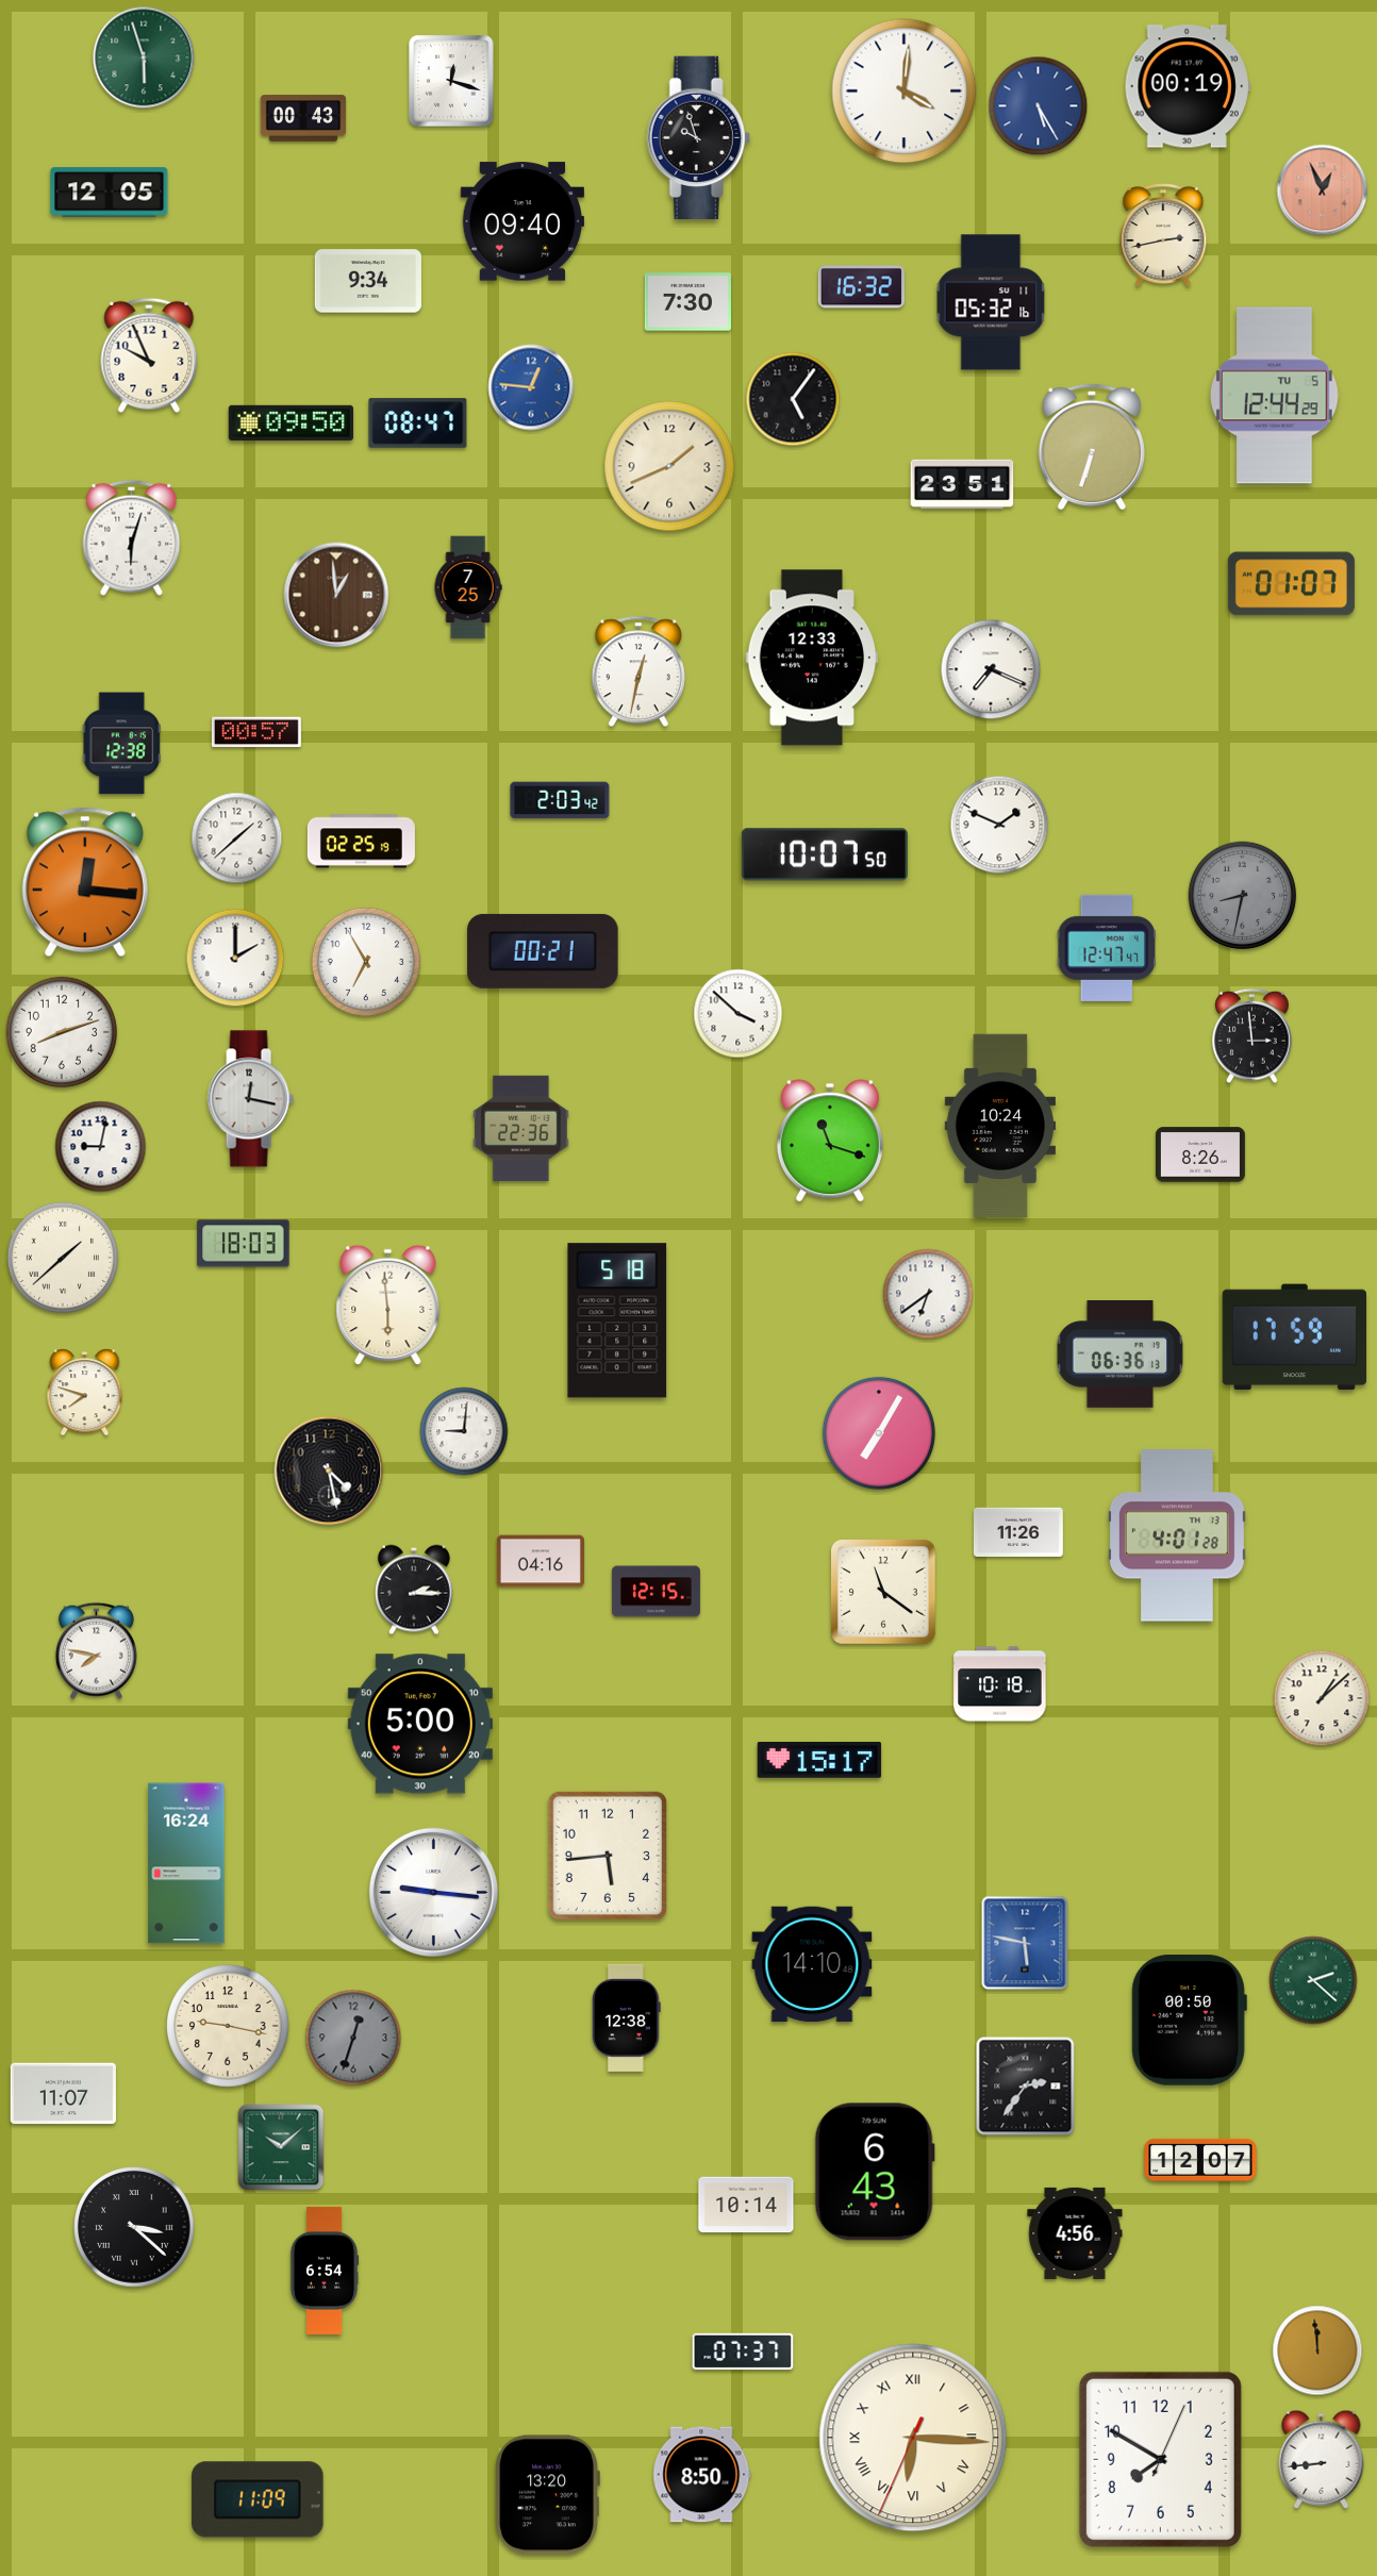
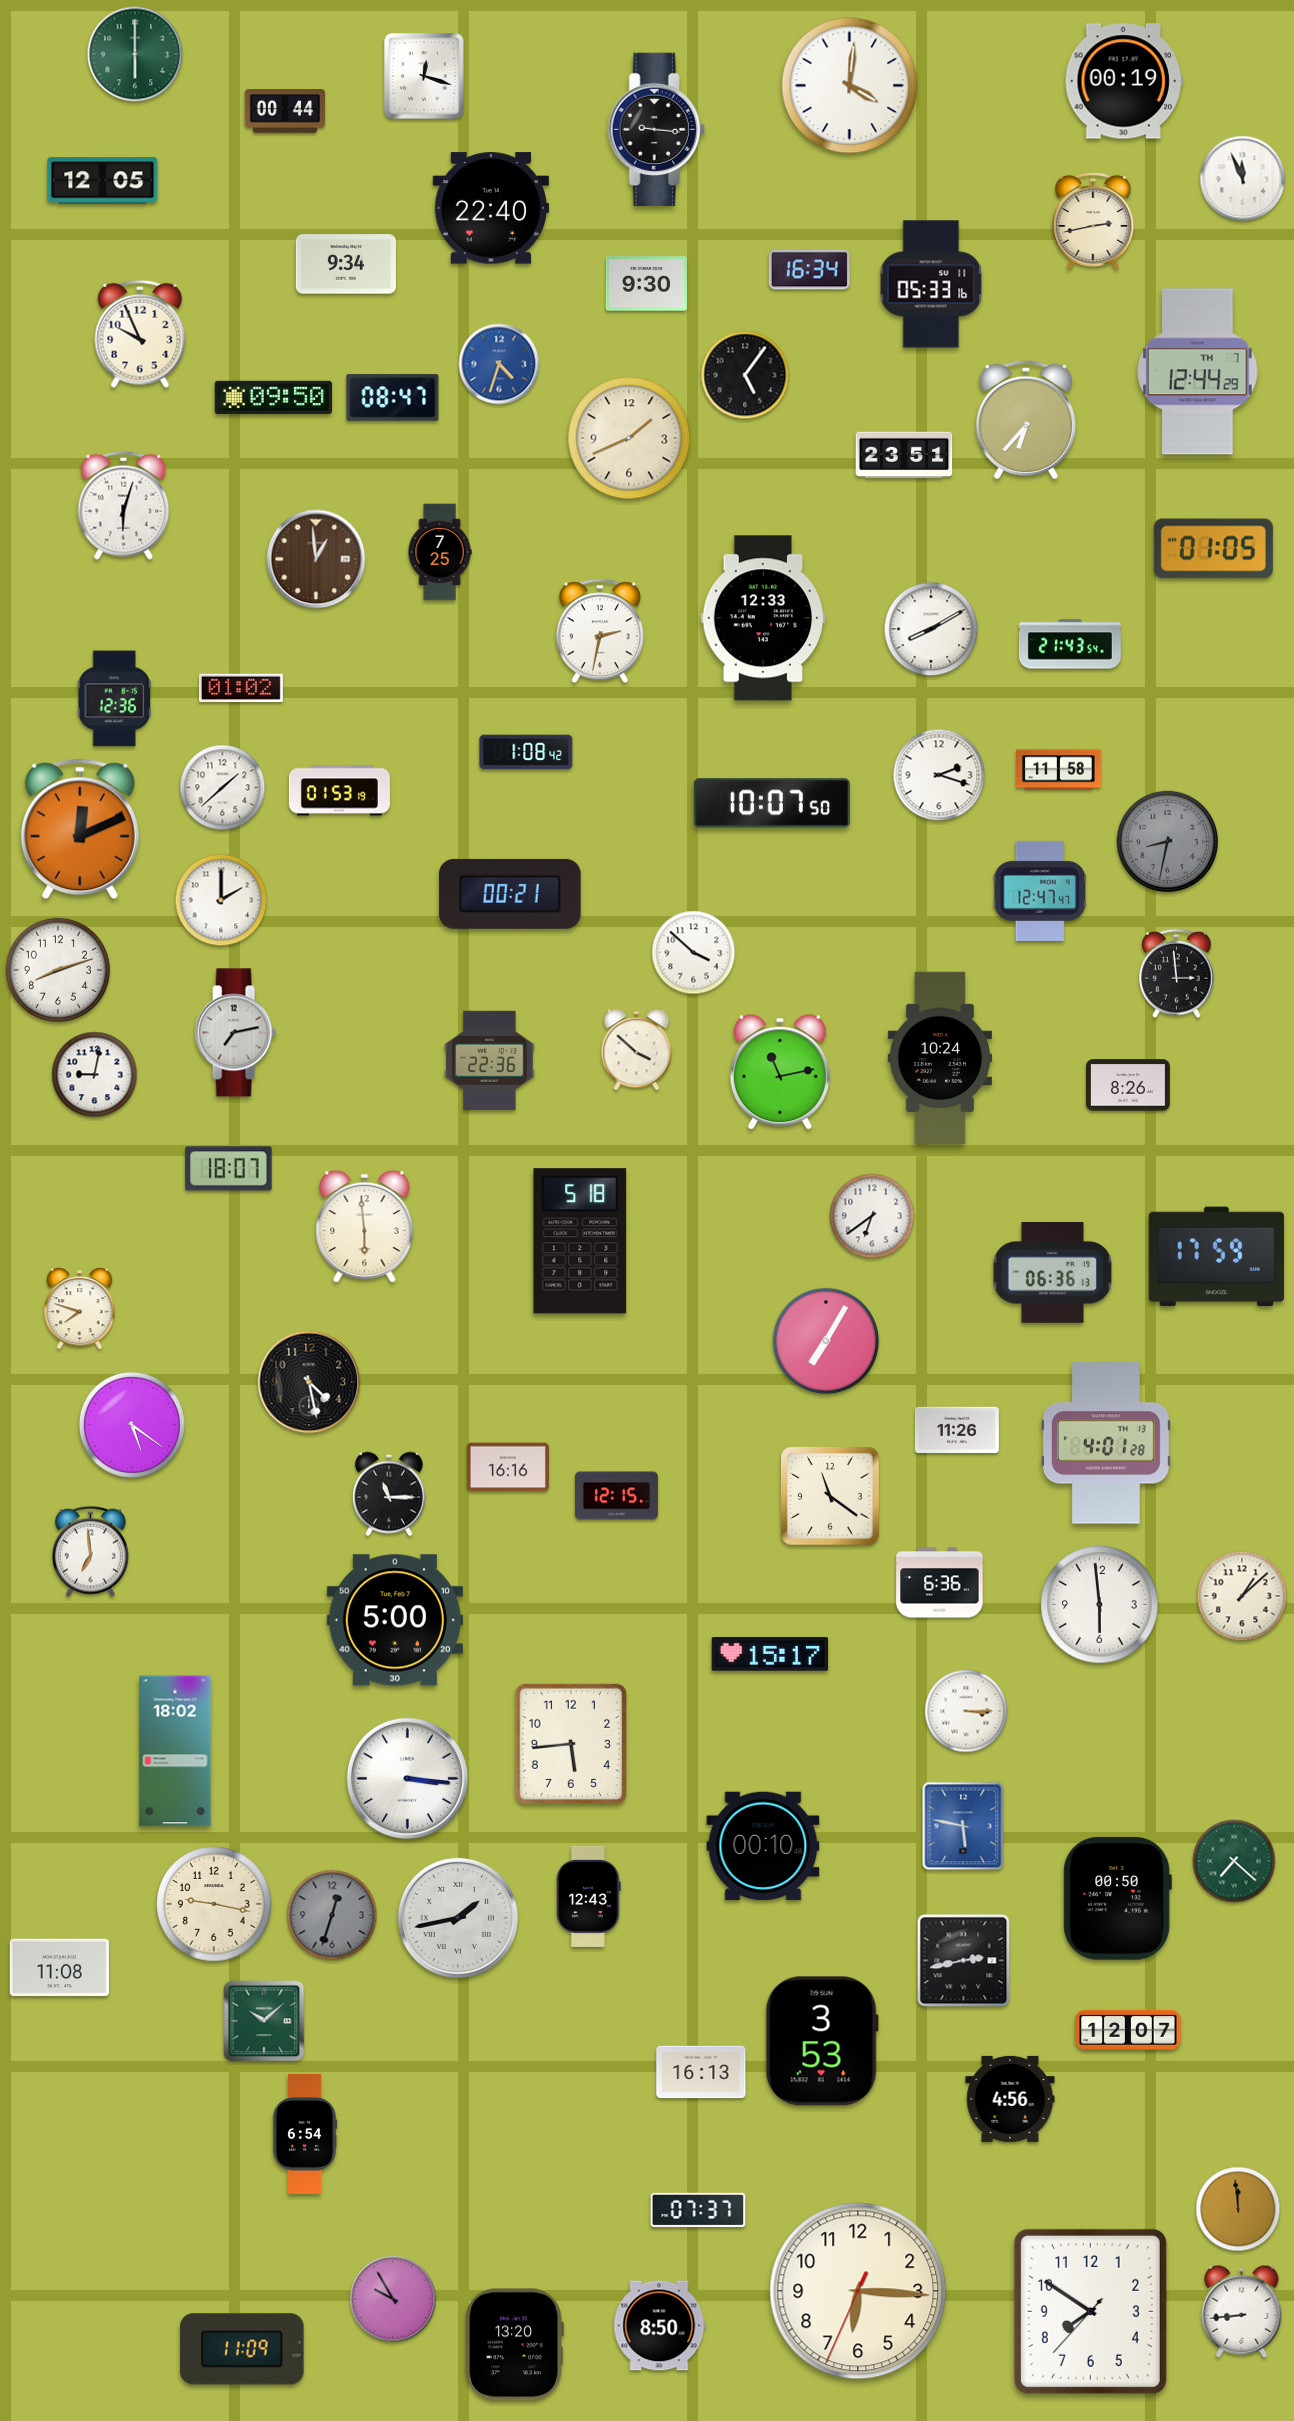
clock at (144, 57): 5:57 -> 6:00
clock at (1188, 86) position: (1188, 86) -> (1124, 81)
clock at (1039, 106): 5:25 -> none
clock at (303, 118): 00:43 -> 00:44
clock at (698, 137): 9:57 -> 9:16
clock at (1323, 190): 12:56 -> 11:56
clock at (1323, 190) dial: salmon -> white
clock at (521, 221): 09:40 -> 22:40
clock at (861, 287): 16:32 -> 16:34
clock at (687, 302): 7:30 -> 9:30
clock at (991, 302): 05:32 -> 05:33
clock at (531, 387): 12:46 -> 4:33
clock at (1275, 396) date: TU 5 -> TH 7
clock at (1091, 447): 6:33 -> 6:37
clock at (1291, 584): 01:07 -> 01:05
clock at (991, 669): 7:19 -> 8:10
clock at (638, 671): 12:32 -> 2:32
clock at (1070, 644): none -> 21:43
clock at (256, 732): 00:57 -> 01:02
clock at (121, 744): 12:38 -> 12:36
clock at (560, 800): 2:03 -> 1:08
clock at (1059, 770): none -> 11:58
clock at (999, 825): 1:49 -> 2:18
clock at (361, 842): 02:25 -> 01:53
clock at (825, 854) position: (825, 854) -> (772, 803)
clock at (85, 882): 12:16 -> 12:11
clock at (365, 961): 6:55 -> none
clock at (250, 1099): 12:17 -> 7:13
clock at (637, 1050): none -> 3:52
clock at (830, 1141): 11:18 -> 11:13
clock at (101, 1147) position: (101, 1147) -> (95, 1075)
clock at (244, 1244): 18:03 -> 18:07
clock at (63, 1258): 1:38 -> none
clock at (464, 1431): 9:01 -> none
clock at (879, 1433) position: (879, 1433) -> (826, 1341)
clock at (132, 1425): none -> 5:21
clock at (1018, 1531) position: (1018, 1531) -> (957, 1429)
clock at (541, 1561): 04:16 -> 16:16
clock at (414, 1590): 2:15 -> 11:15
clock at (96, 1650): 7:47 -> 6:59
clock at (1000, 1684): 10:18 -> 6:36
clock at (1100, 1605): none -> 5:59
clock at (966, 1711): none -> 3:15
clock at (186, 1863): 16:24 -> 18:02
clock at (433, 1892): 9:16 -> 3:16
clock at (812, 1964): 14:10 -> 00:10
clock at (1313, 1980): 2:22 -> 7:22
clock at (627, 2017): 12:38 -> 12:43
clock at (458, 1918): none -> 1:43
clock at (1026, 2087): 2:36 -> 2:43
clock at (63, 2094): 11:07 -> 11:08
clock at (281, 2147) position: (281, 2147) -> (264, 2021)
clock at (875, 2172): 6:43 -> 3:53
clock at (746, 2205): 10:14 -> 16:13
clock at (135, 2228): 3:22 -> none
clock at (913, 2438) numerals: Roman -> Arabic
clock at (393, 2299): none -> 9:55
clock at (1160, 2459): 7:50:04 -> 7:50:37
